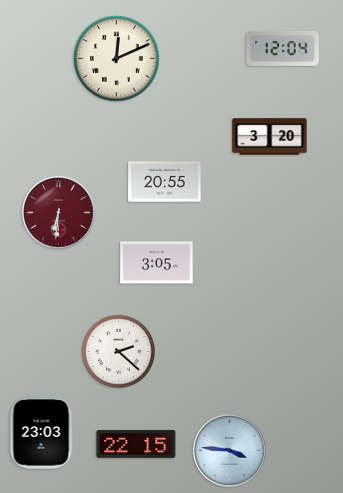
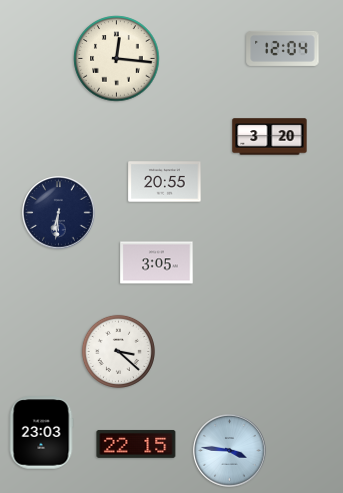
clock at (117, 59): 12:11 -> 12:16
clock at (59, 213) dial: burgundy -> navy
clock at (118, 351): 2:22 -> 3:22
